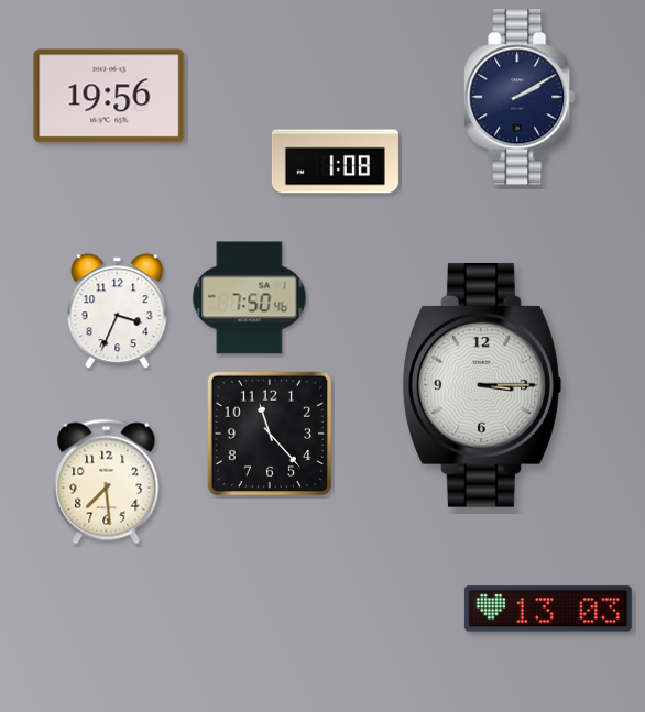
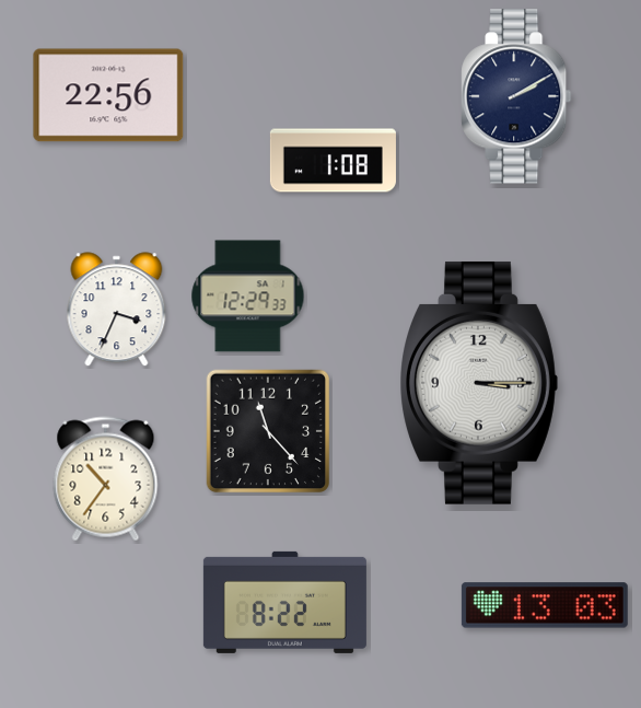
clock at (109, 96): 19:56 -> 22:56
clock at (250, 298): 7:50 -> 12:29
clock at (107, 482): 7:29 -> 10:36
clock at (284, 602): none -> 8:22
